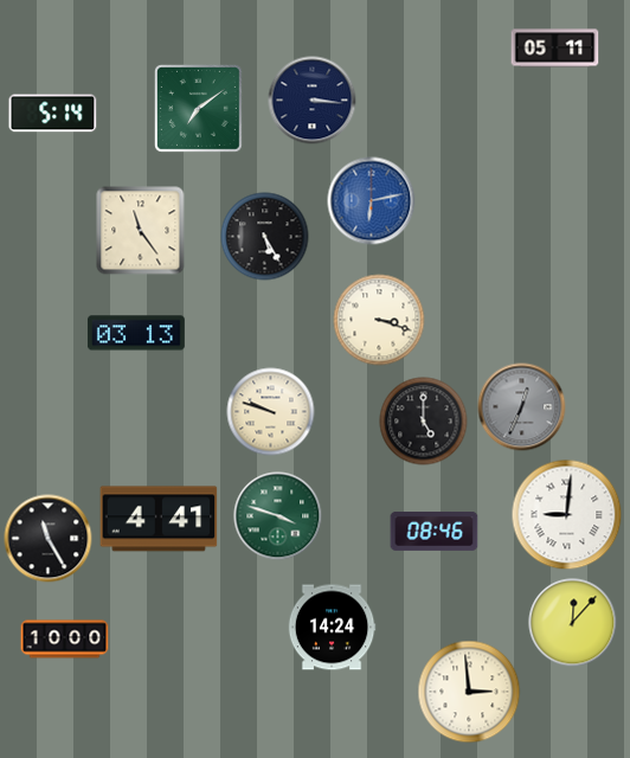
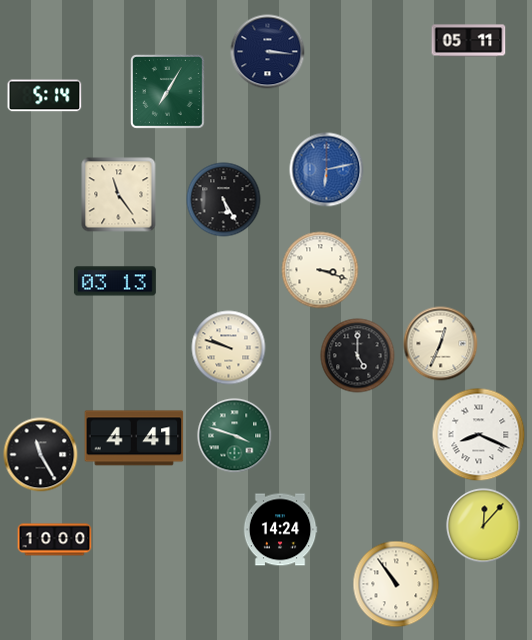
clock at (313, 101) position: (313, 101) -> (268, 52)
clock at (199, 109): 7:09 -> 7:05
clock at (372, 201) position: (372, 201) -> (327, 170)
clock at (522, 407) dial: grey -> cream
clock at (567, 515): 9:01 -> 8:19
clock at (435, 531): 08:46 -> none
clock at (469, 692): 2:59 -> 10:54
